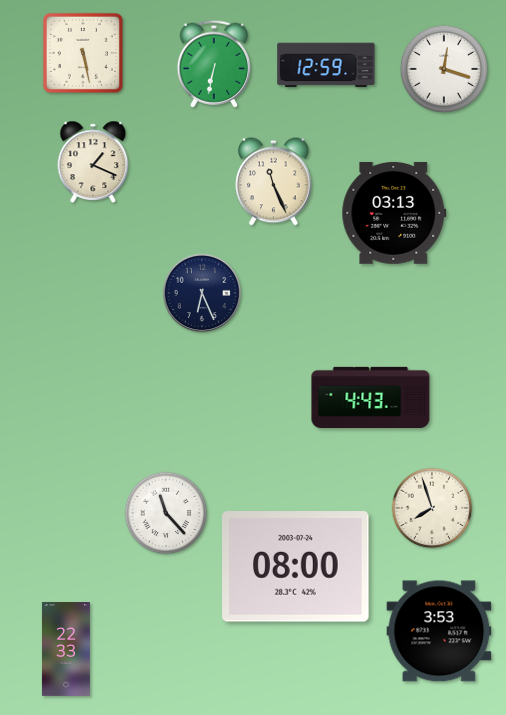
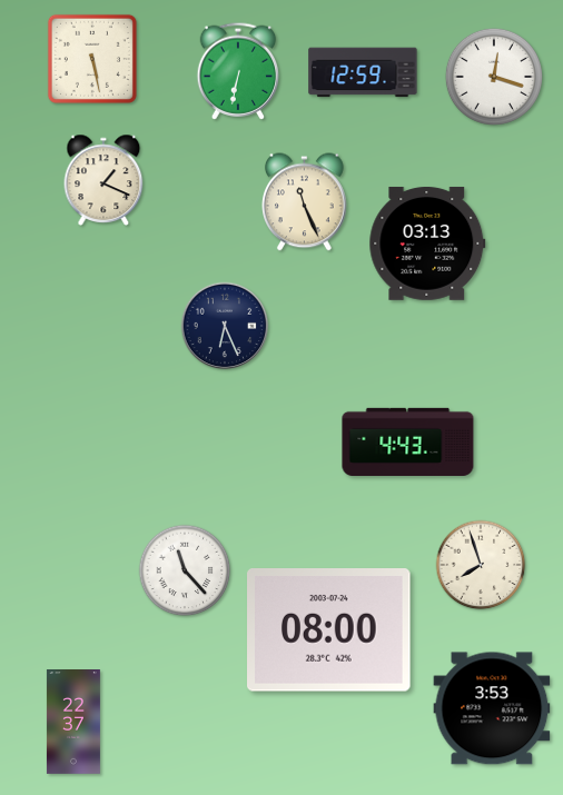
clock at (394, 213) position: (394, 213) -> (427, 244)
clock at (371, 397) position: (371, 397) -> (408, 441)
clock at (439, 631) position: (439, 631) -> (492, 708)
clock at (66, 650): 22:33 -> 22:37
